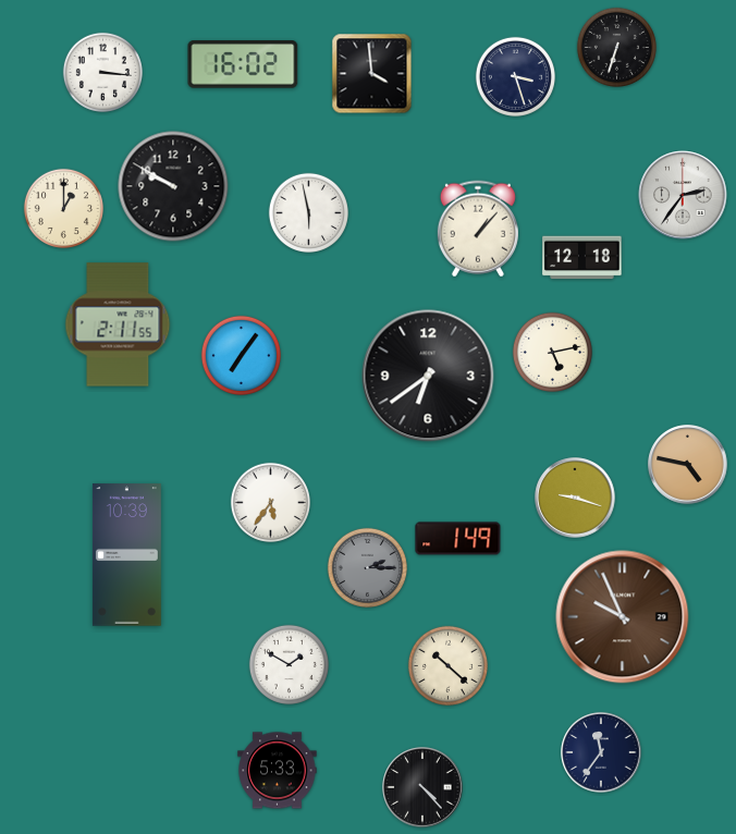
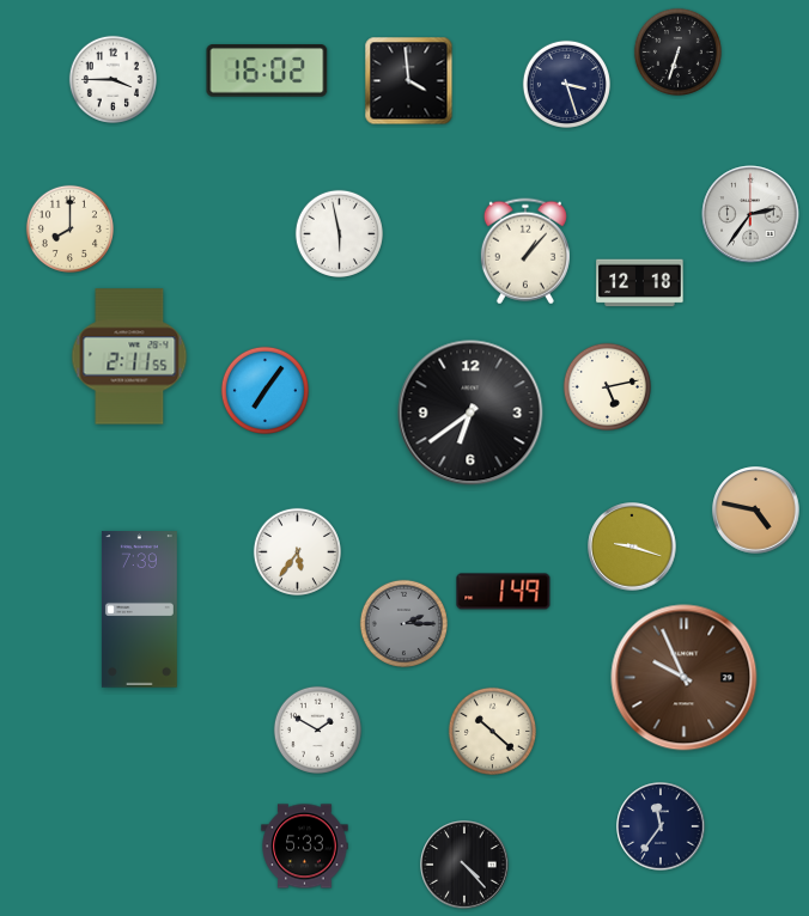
clock at (102, 72): 3:16 -> 3:45
clock at (173, 186): 9:50 -> none
clock at (63, 208): 1:00 -> 8:00
clock at (126, 555): 10:39 -> 7:39
